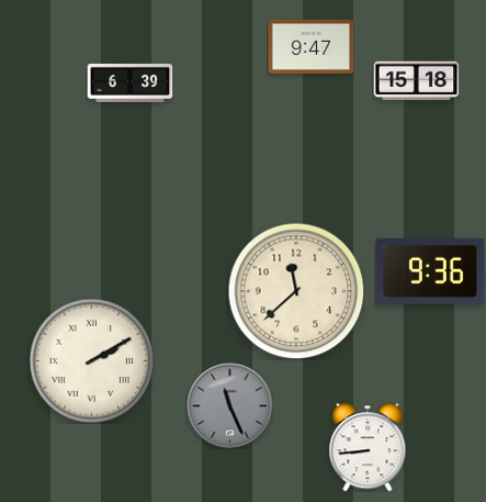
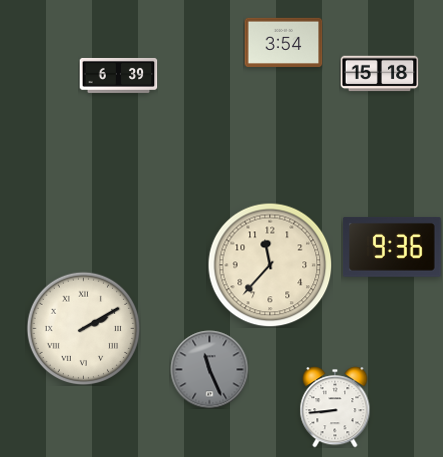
clock at (310, 46): 9:47 -> 3:54
clock at (296, 291): 11:38 -> 11:37
